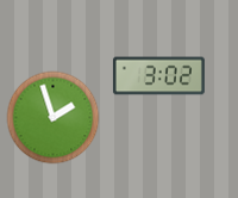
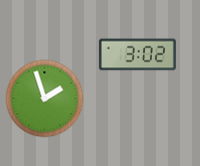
clock at (158, 76) position: (158, 76) -> (137, 55)
